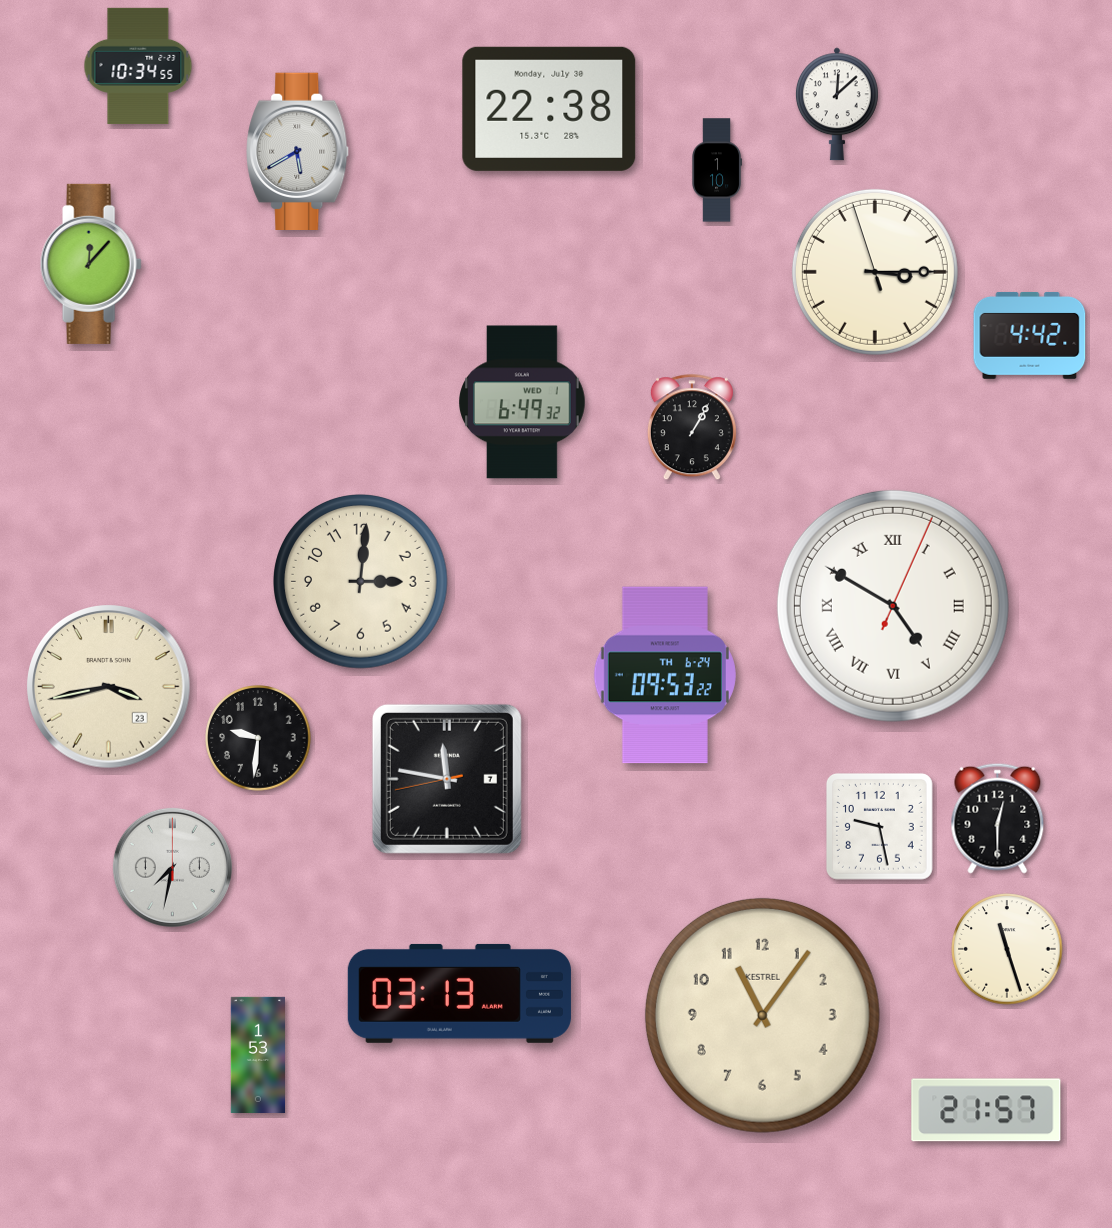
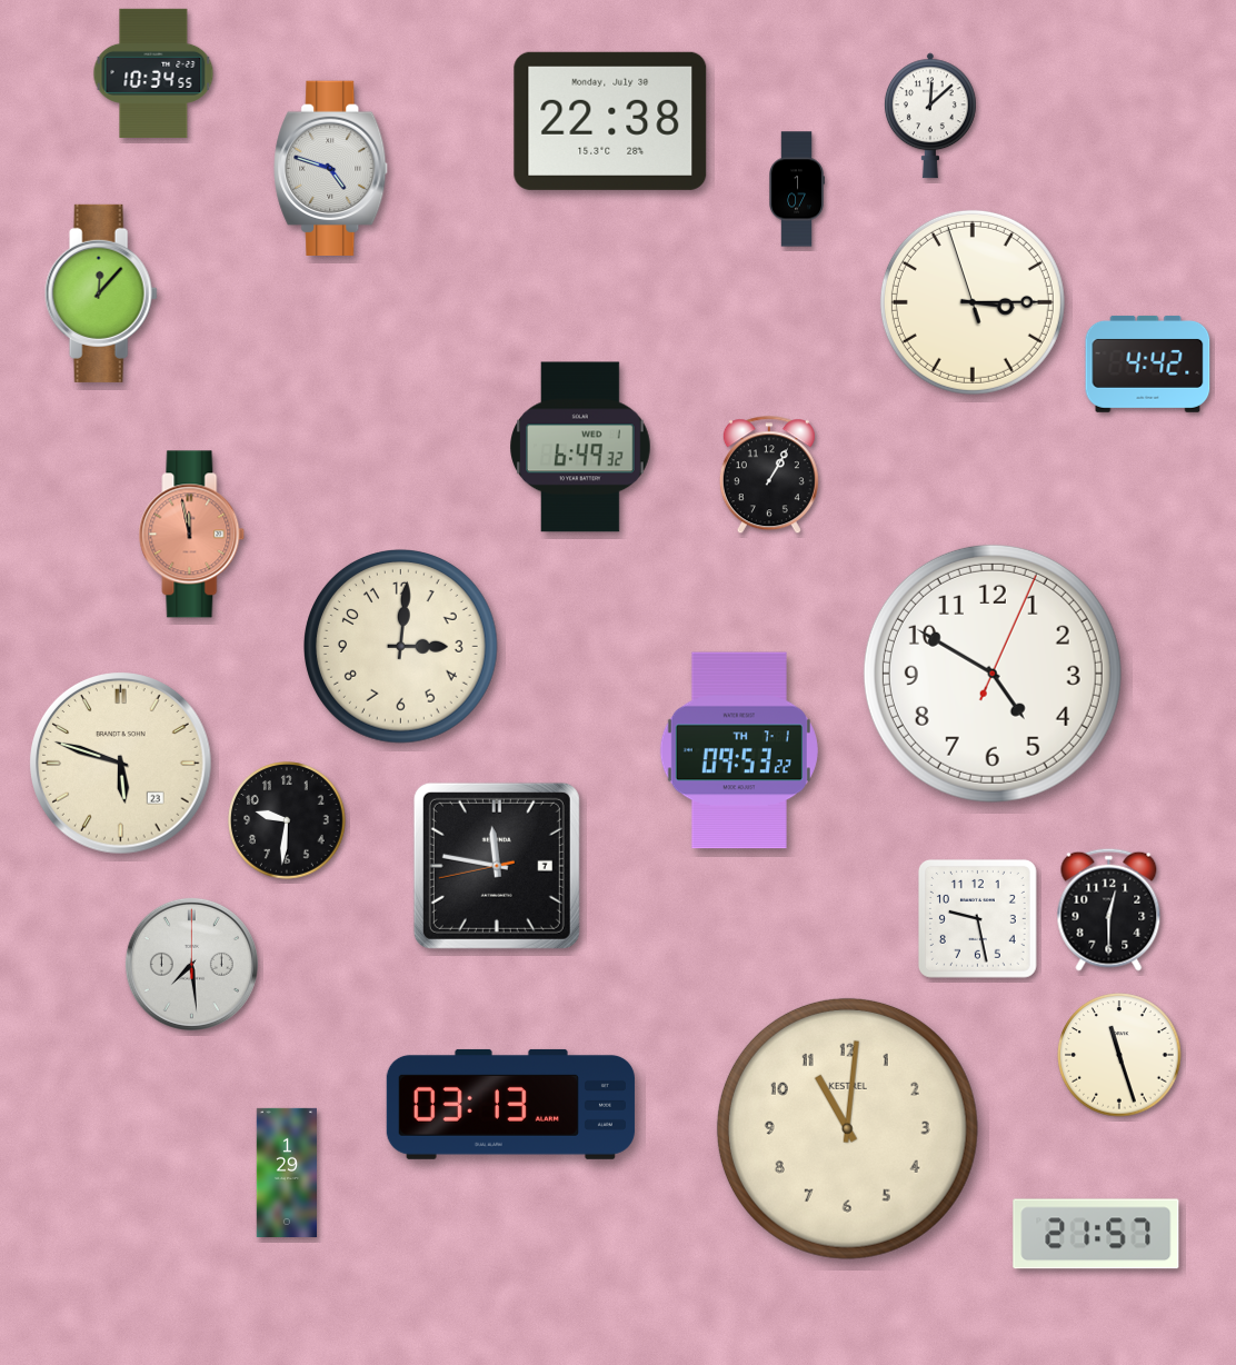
clock at (298, 151): 5:40 -> 4:48
clock at (716, 170): 1:10 -> 1:07
clock at (1030, 335) position: (1030, 335) -> (1148, 363)
clock at (192, 535): none -> 11:58
clock at (893, 606) numerals: Roman -> Arabic
clock at (665, 675) date: TH 6-24 -> TH 7-1
clock at (109, 687): 3:43 -> 5:48
clock at (172, 867): 7:32 -> 7:29
clock at (762, 1015): 11:06 -> 11:01
clock at (257, 1054): 1:53 -> 1:29
